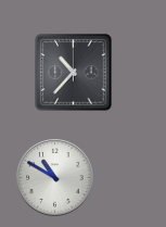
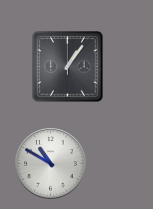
clock at (74, 73): 10:37 -> 1:06
